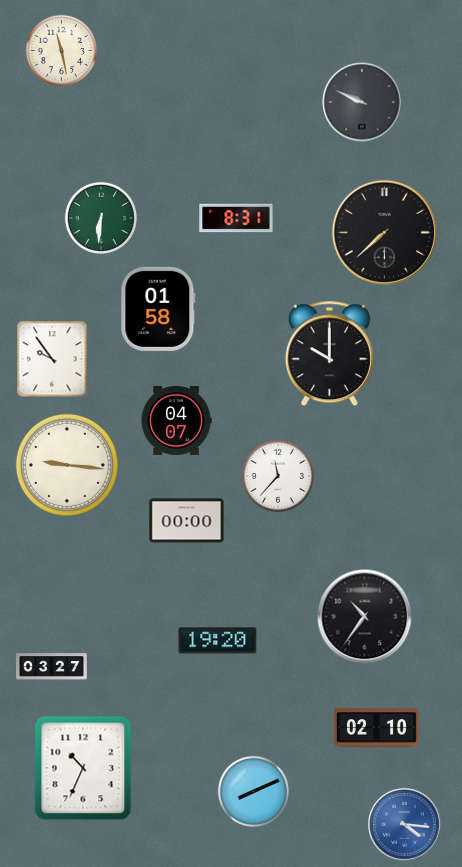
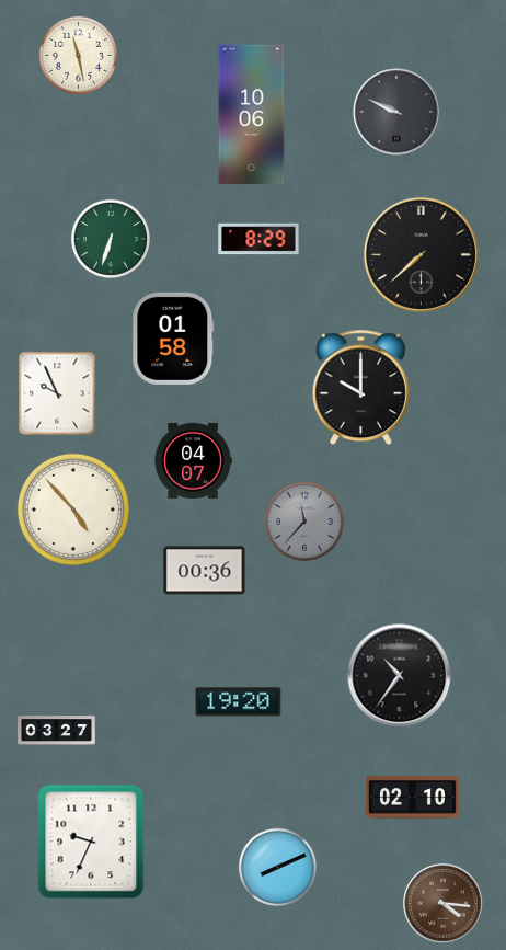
clock at (61, 50) position: (61, 50) -> (78, 55)
clock at (252, 115): none -> 10:06
clock at (101, 218): 6:31 -> 6:33
clock at (236, 218): 8:31 -> 8:29
clock at (52, 359): 9:54 -> 9:56
clock at (67, 465): 9:16 -> 4:53
clock at (278, 476) dial: white -> grey
clock at (187, 521): 00:00 -> 00:36
clock at (83, 768): 10:34 -> 9:34
clock at (405, 825) dial: blue -> brown
